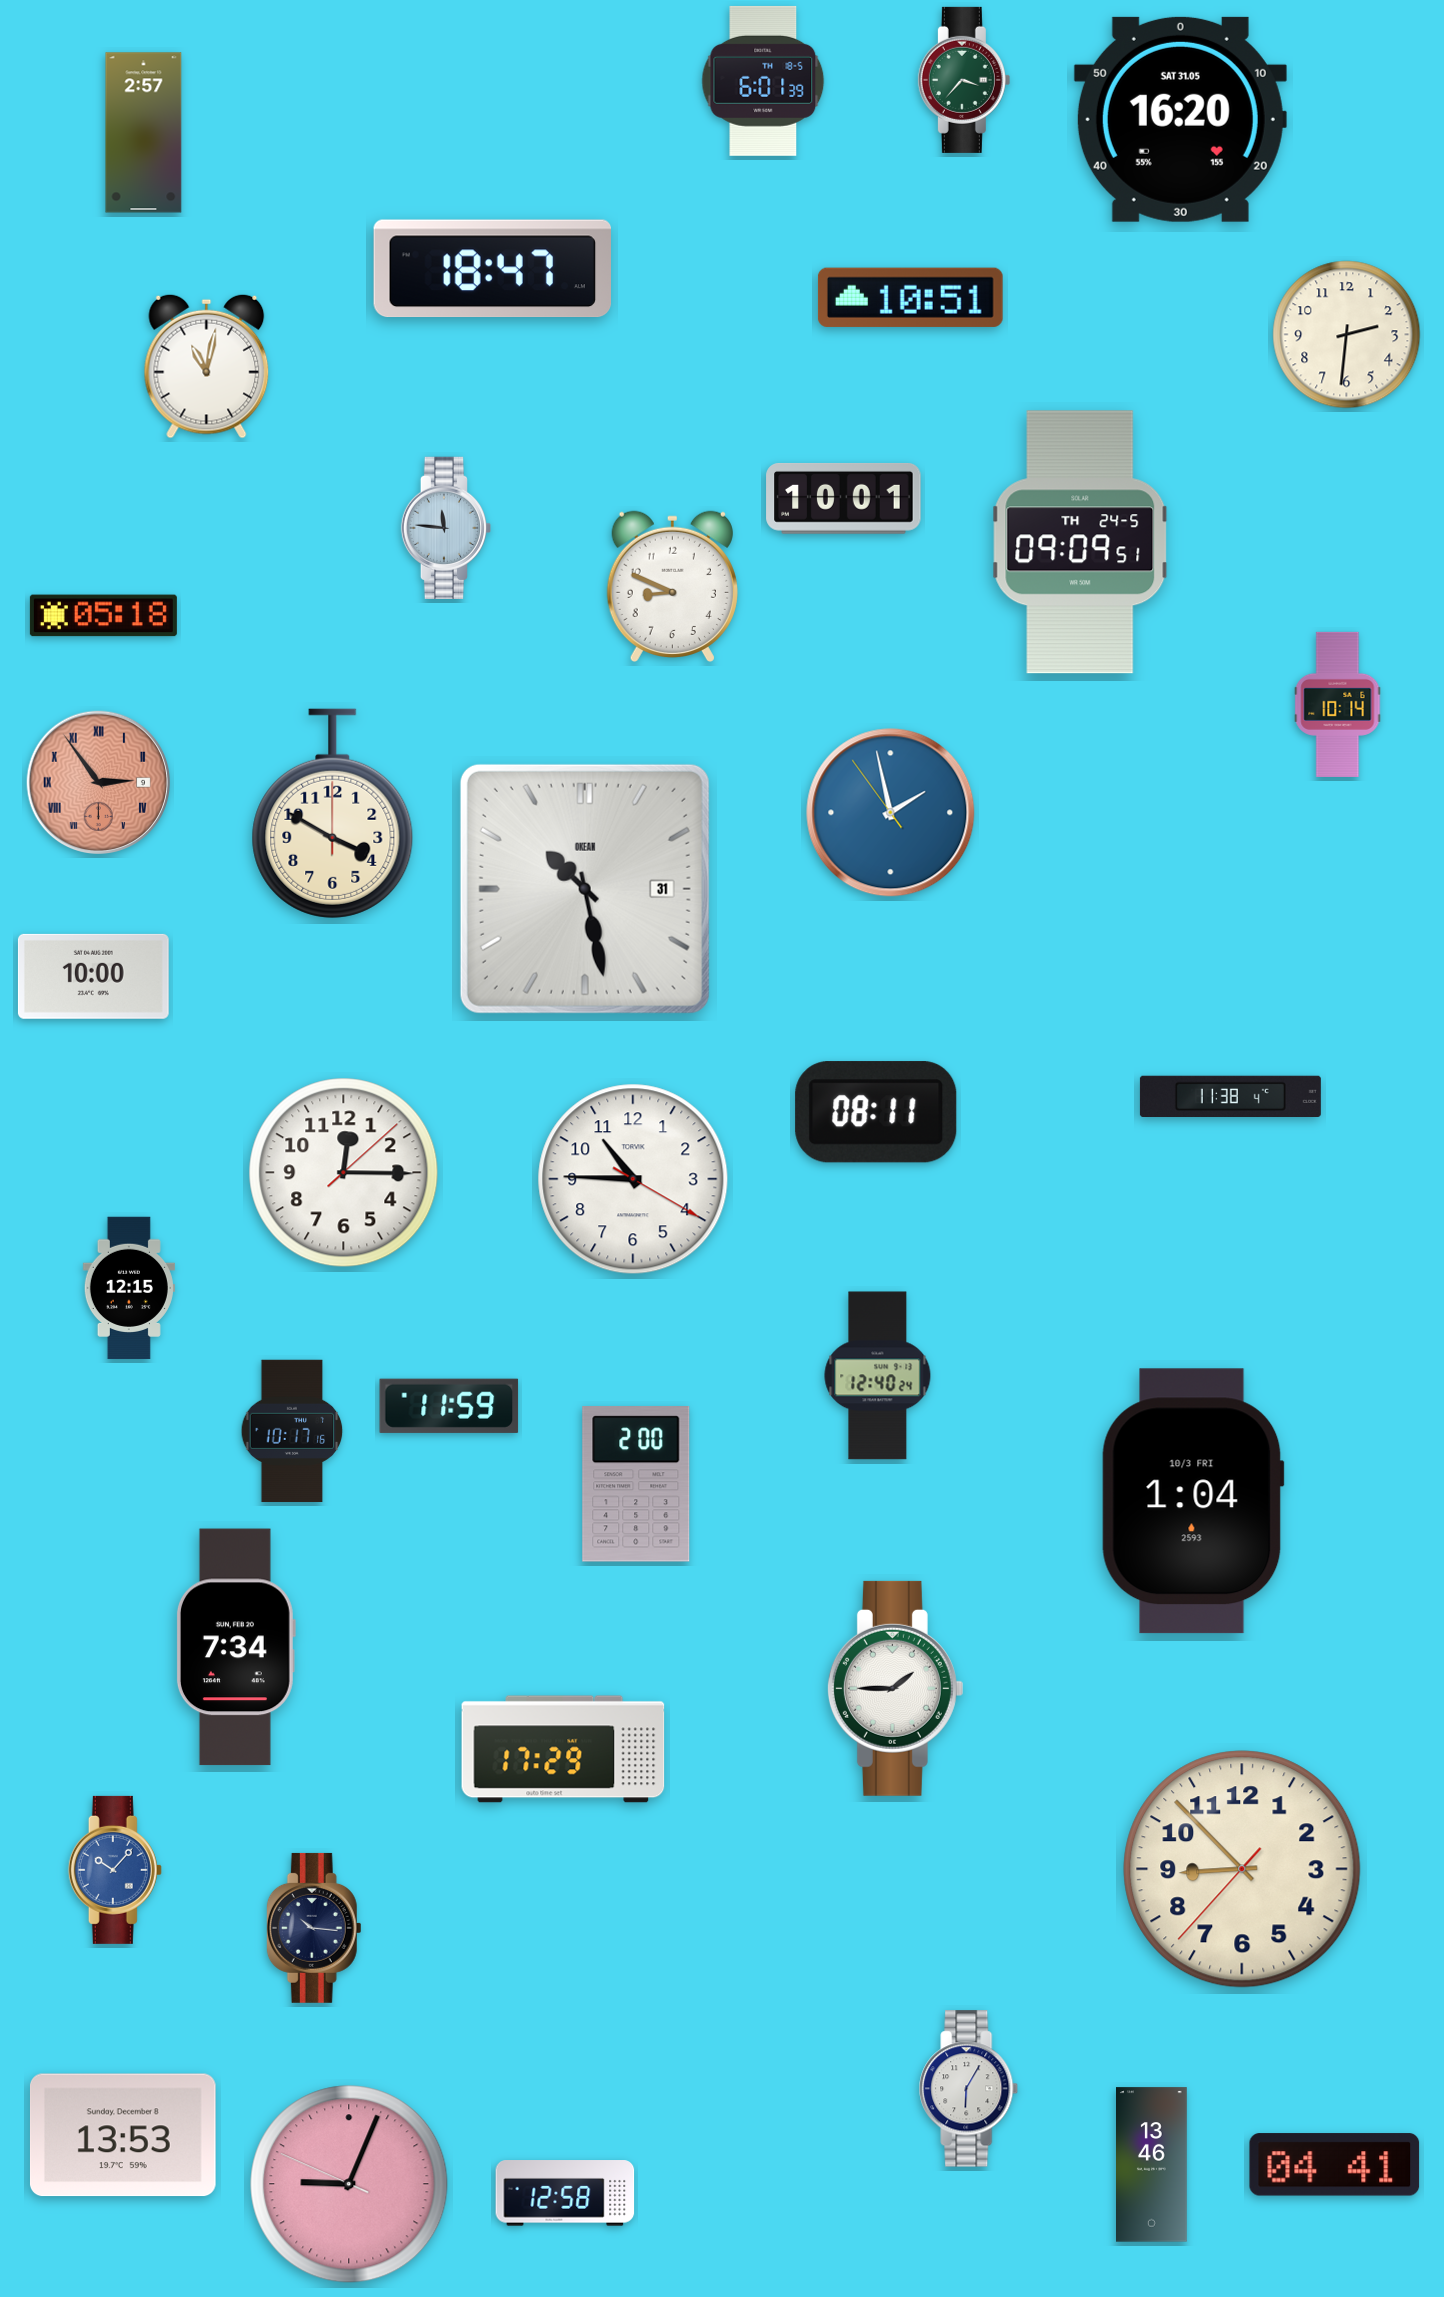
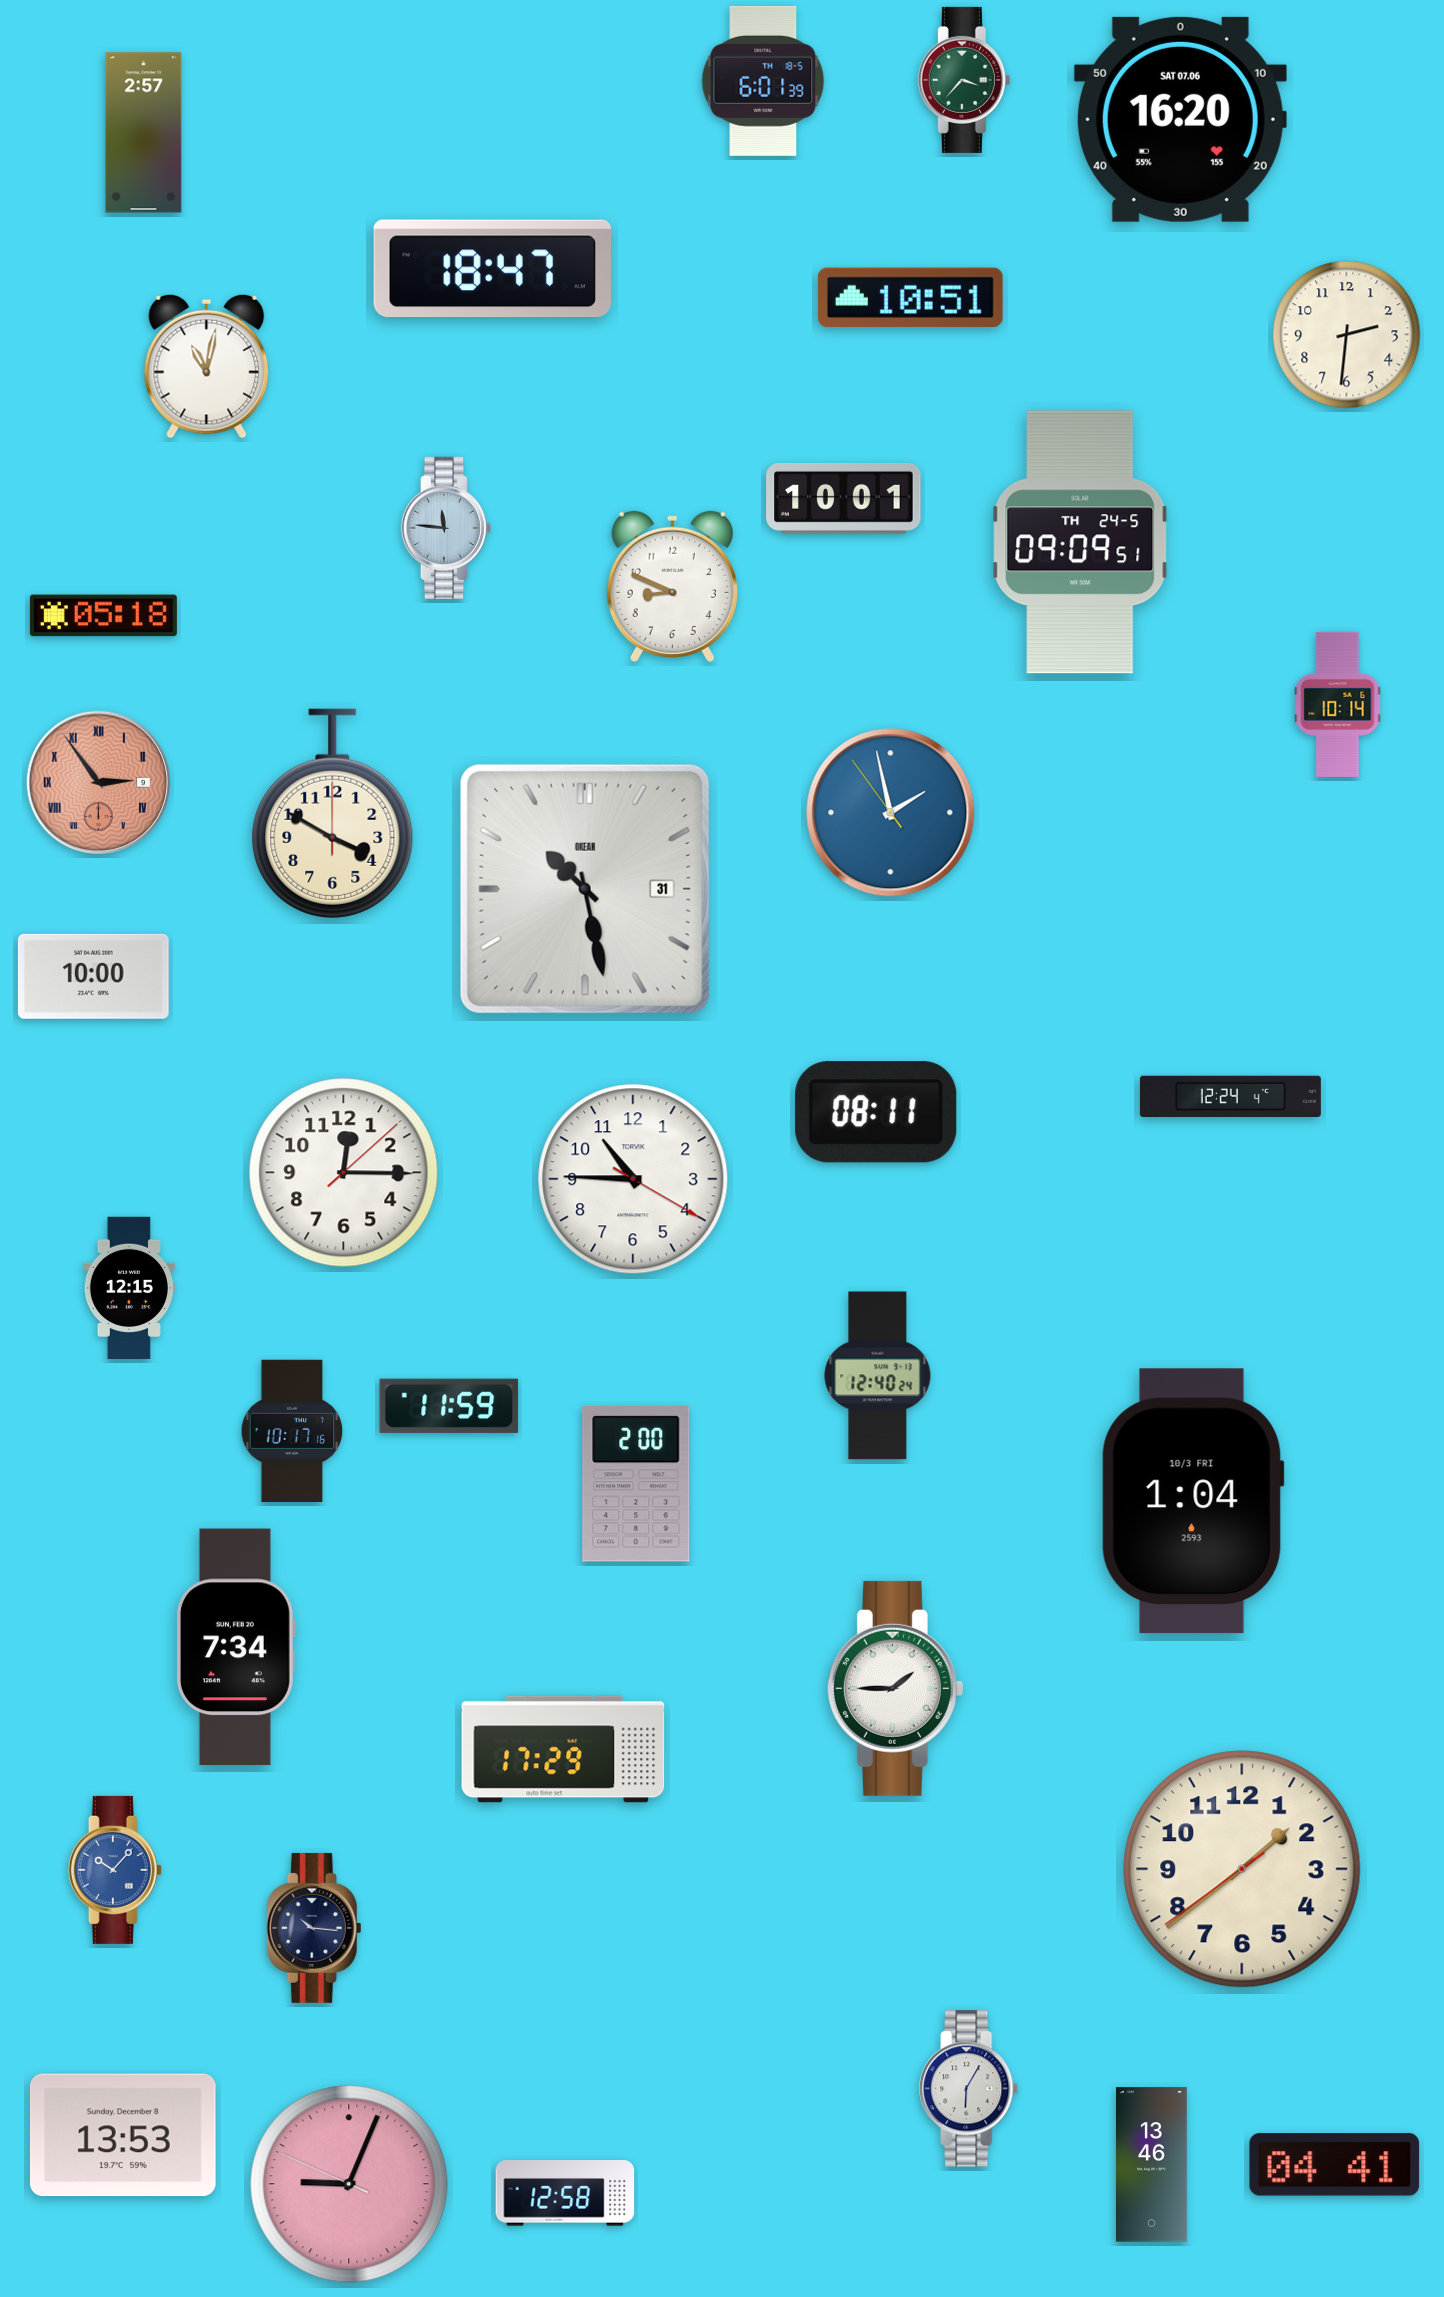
clock at (1180, 119) date: SAT 31.05 -> SAT 07.06
clock at (1230, 1096): 11:38 -> 12:24
clock at (1242, 1869): 8:52 -> 1:38
